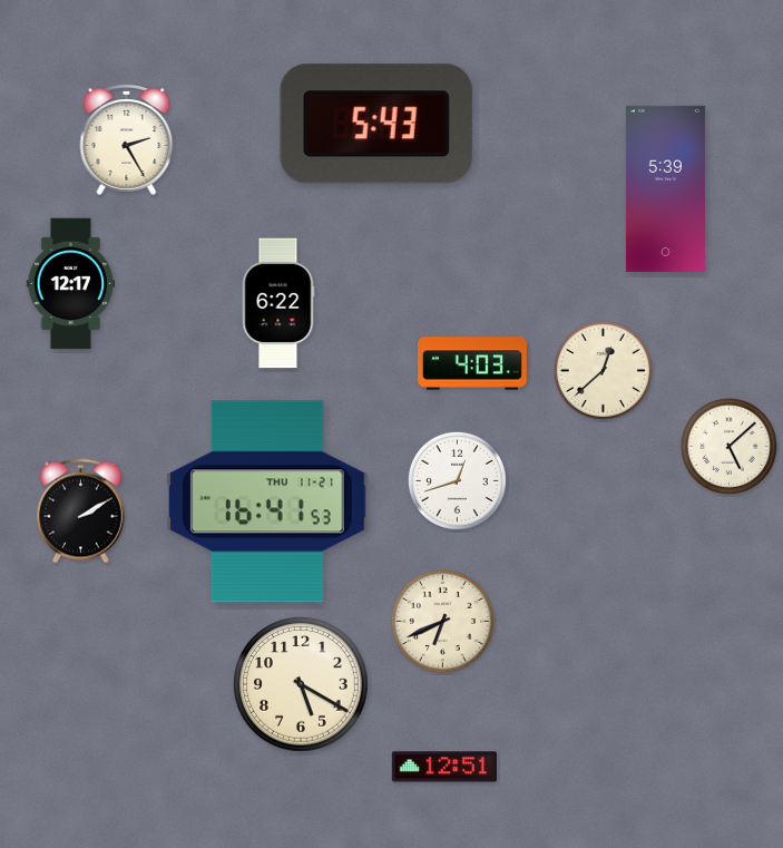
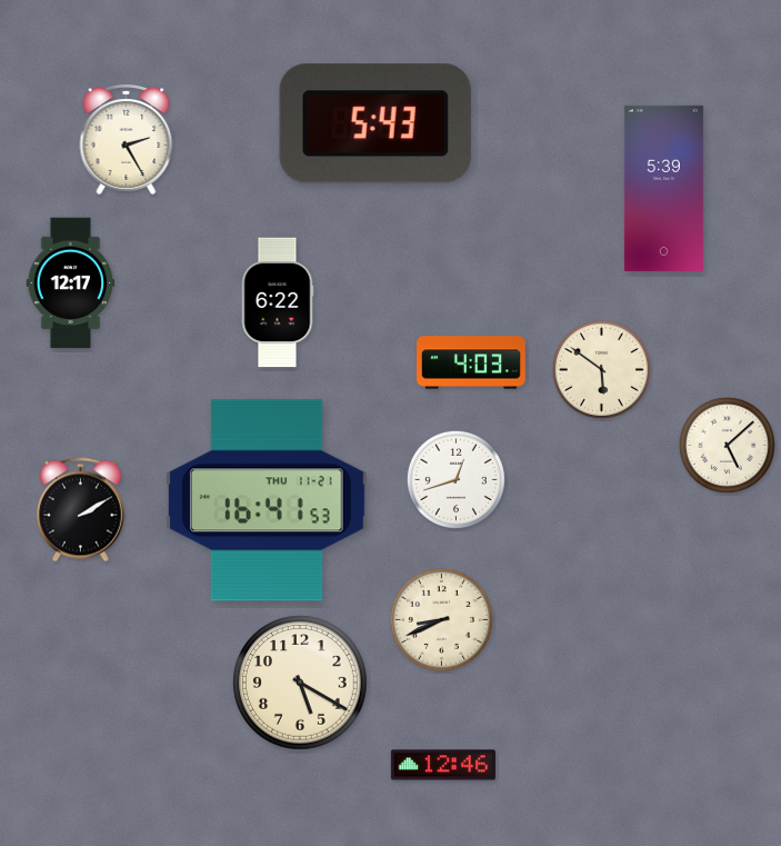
clock at (603, 370): 12:38 -> 5:51
clock at (442, 621): 6:41 -> 8:41
clock at (444, 767): 12:51 -> 12:46
